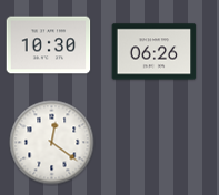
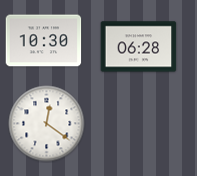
clock at (155, 52): 06:26 -> 06:28
clock at (52, 143) position: (52, 143) -> (47, 124)
